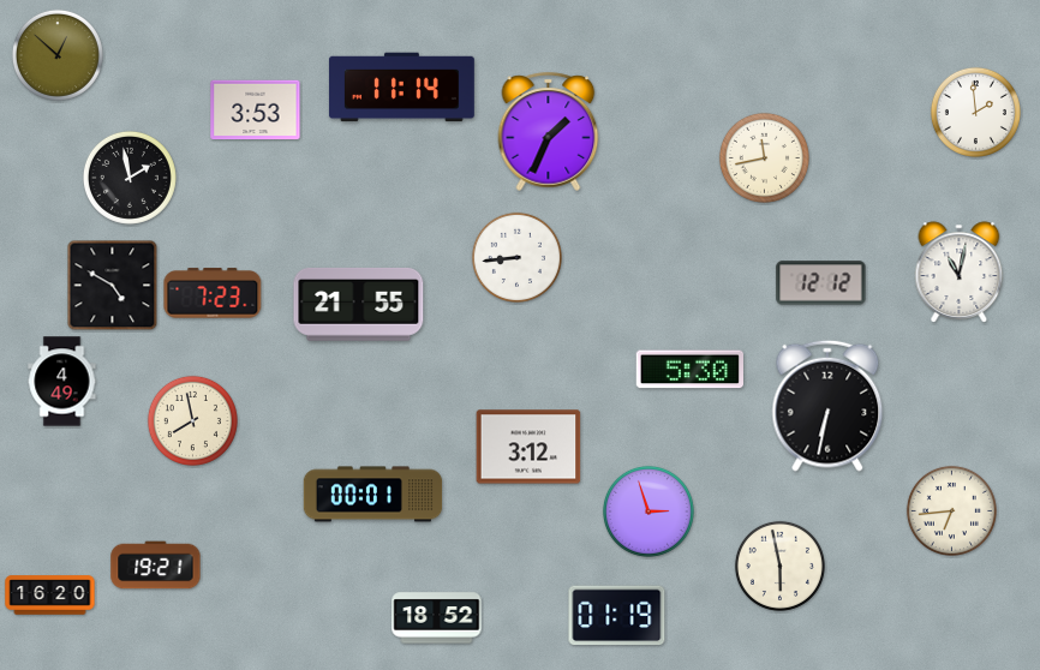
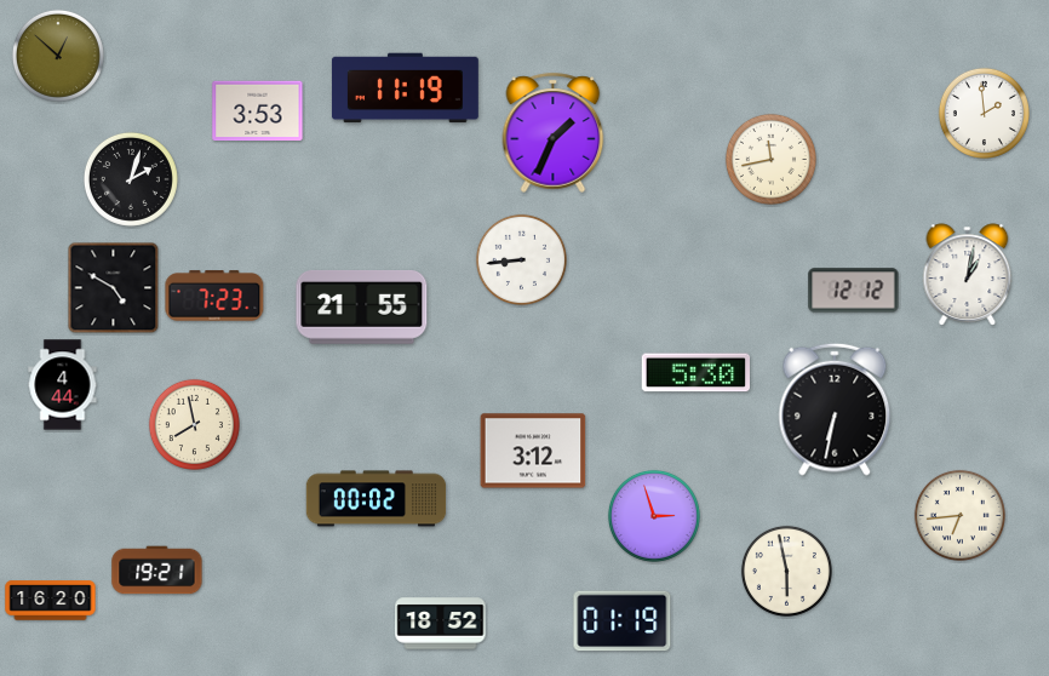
clock at (401, 88): 11:14 -> 11:19
clock at (130, 178): 1:58 -> 2:03
clock at (960, 273): 11:02 -> 1:02
clock at (821, 283) position: (821, 283) -> (854, 291)
clock at (62, 382): 4:49 -> 4:44
clock at (373, 495): 00:01 -> 00:02
